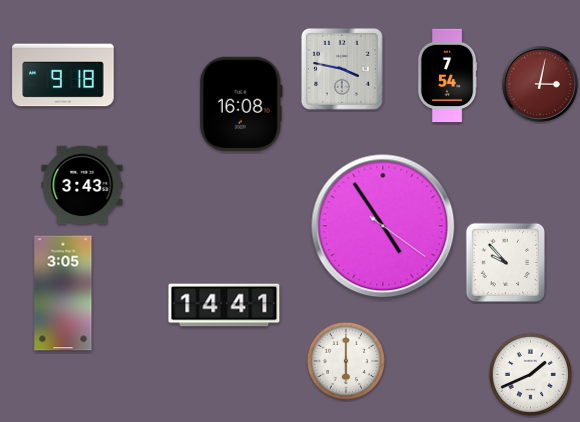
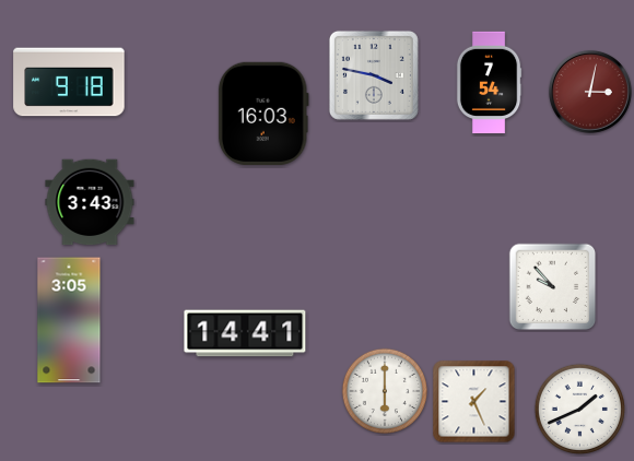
clock at (241, 104): 16:08 -> 16:03
clock at (383, 226): 4:54 -> none
clock at (345, 360) position: (345, 360) -> (384, 390)
clock at (474, 402): none -> 1:26
